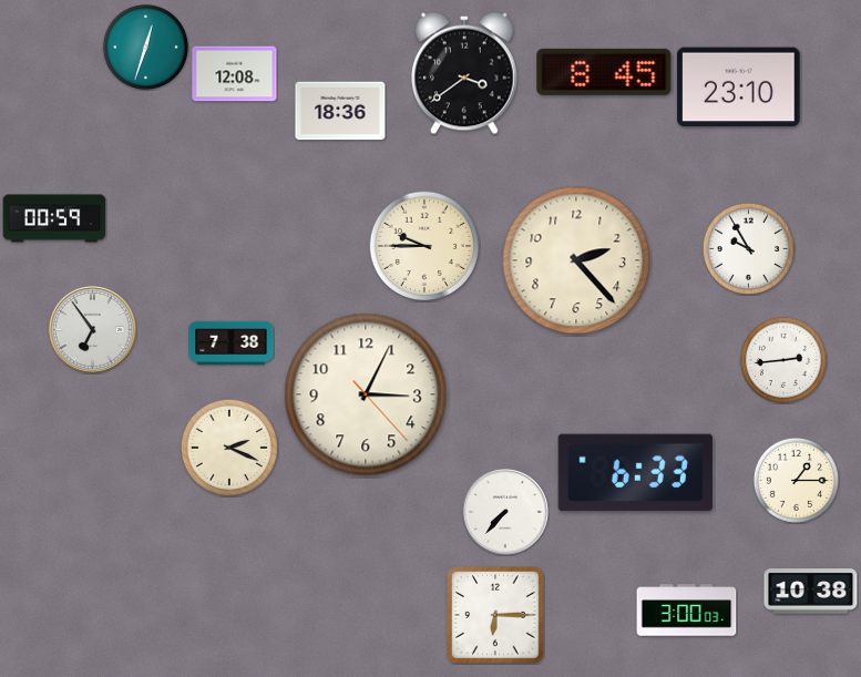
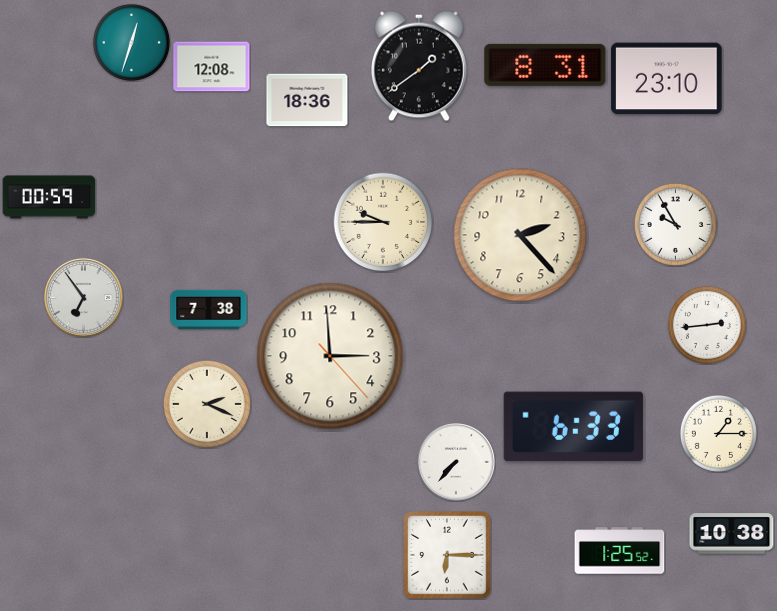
clock at (604, 72): 8:45 -> 8:31
clock at (465, 73): 3:39 -> 1:39
clock at (366, 394): 3:04 -> 2:59
clock at (687, 611): 3:00 -> 1:25
